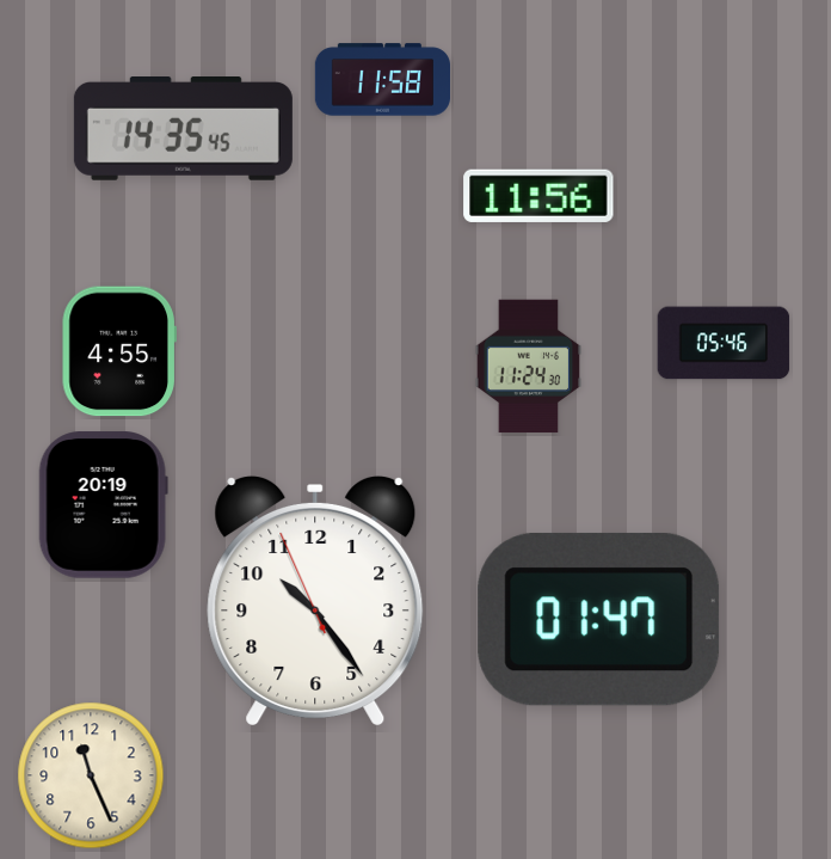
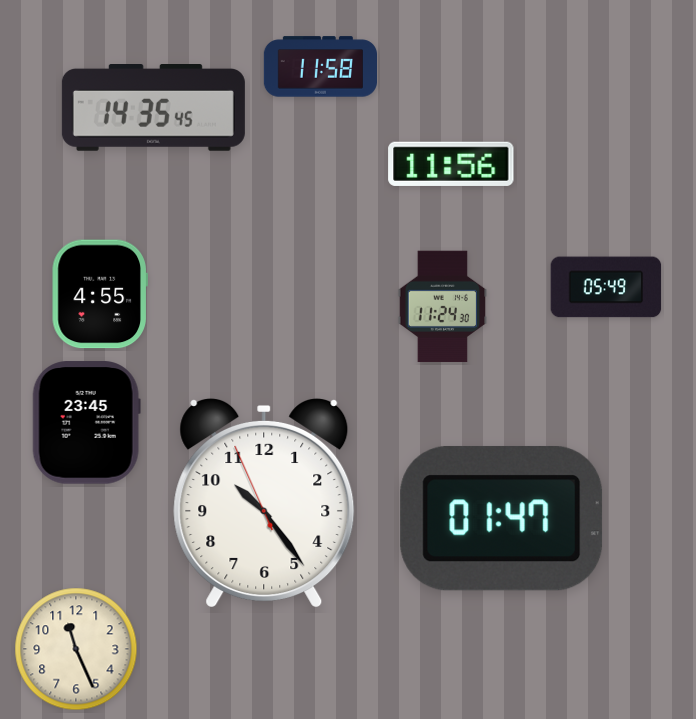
clock at (724, 343): 05:46 -> 05:49
clock at (103, 505): 20:19 -> 23:45
